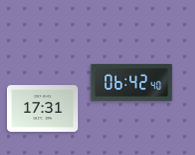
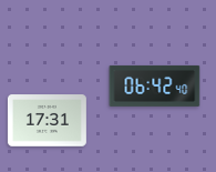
clock at (132, 82) position: (132, 82) -> (155, 85)
